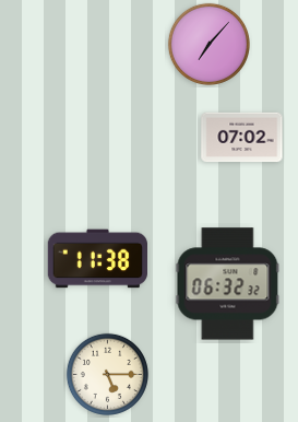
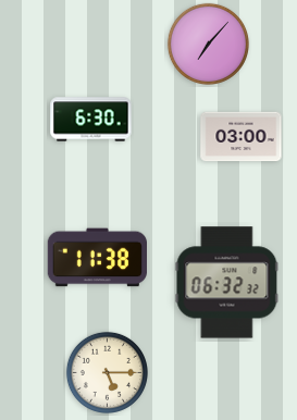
clock at (91, 120): none -> 6:30
clock at (242, 138): 07:02 -> 03:00
